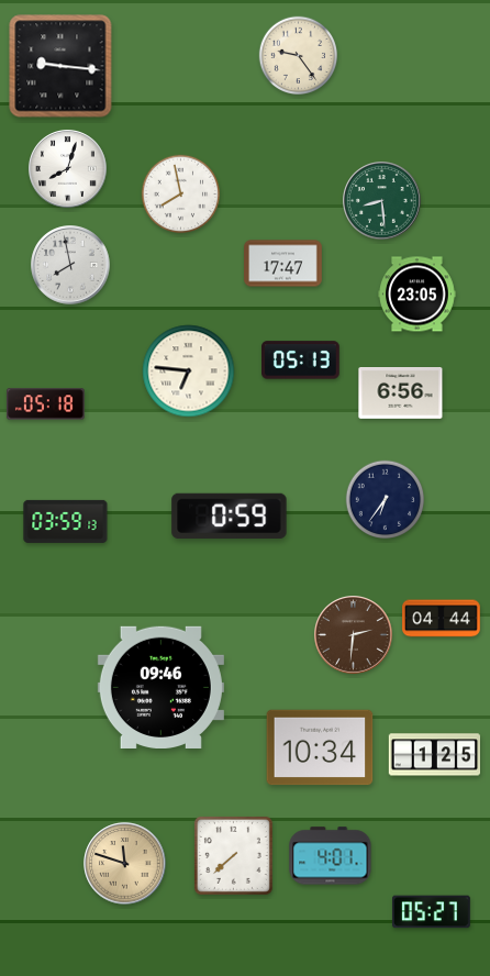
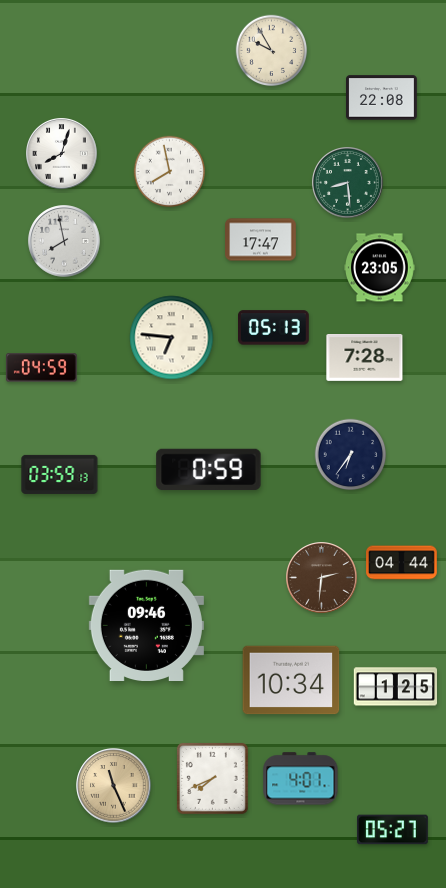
clock at (299, 56): 9:24 -> 9:55
clock at (60, 66): 9:16 -> none
clock at (382, 98): none -> 22:08
clock at (181, 195) position: (181, 195) -> (170, 172)
clock at (283, 264) position: (283, 264) -> (261, 240)
clock at (401, 393): 6:56 -> 7:28
clock at (45, 404): 05:18 -> 04:59
clock at (233, 855): 7:38 -> 7:41
clock at (125, 864): 11:48 -> 11:26
